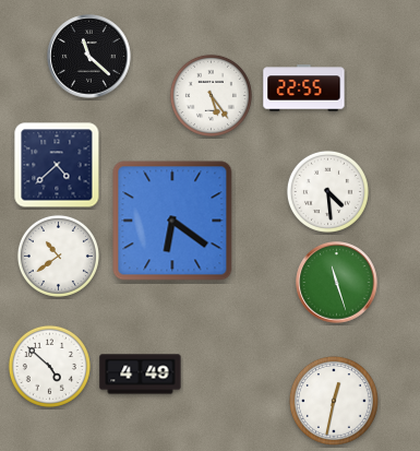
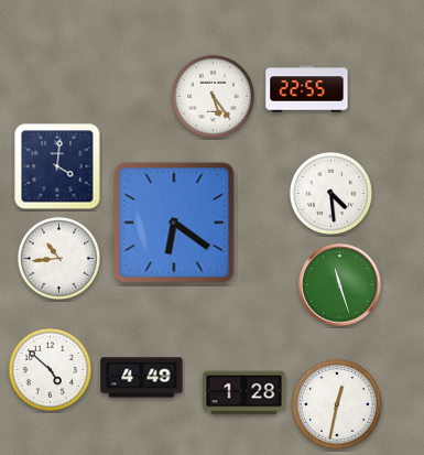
clock at (89, 57): 11:22 -> none
clock at (57, 165): 4:38 -> 4:01
clock at (58, 256): 10:39 -> 10:44
clock at (244, 393): none -> 1:28
